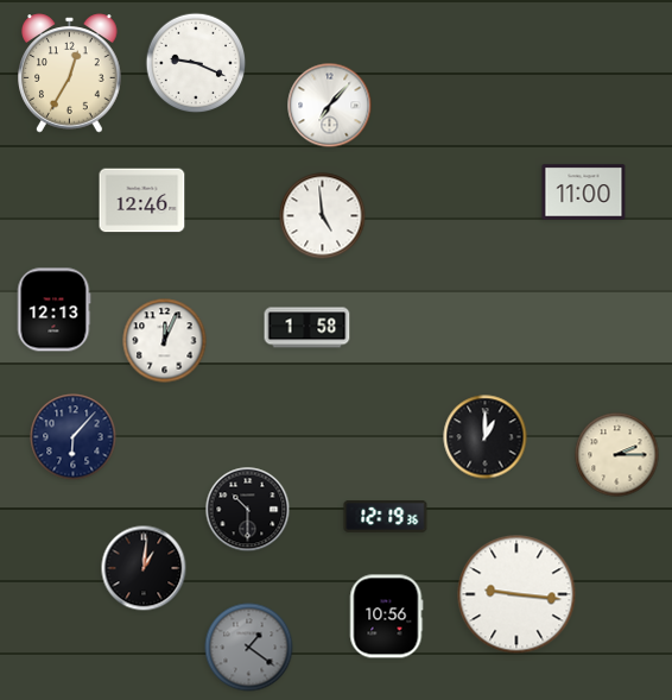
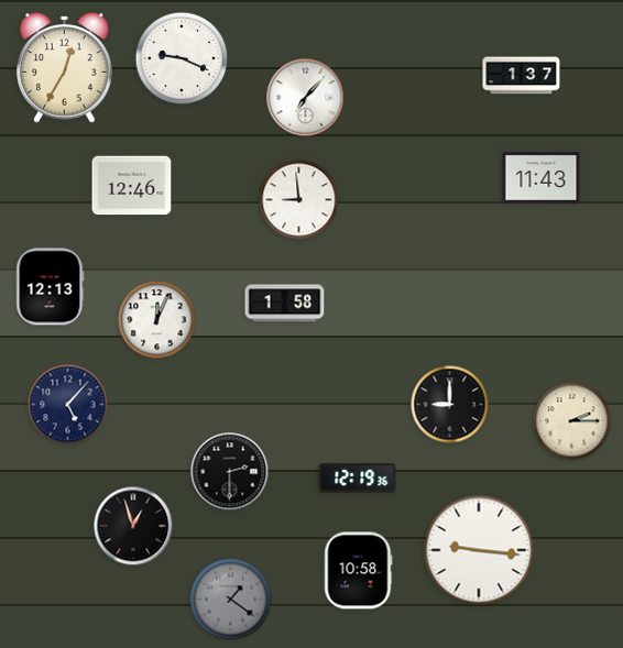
clock at (522, 76): none -> 1:37
clock at (584, 193): 11:00 -> 11:43
clock at (323, 216): 4:59 -> 8:59
clock at (165, 341) position: (165, 341) -> (157, 320)
clock at (74, 437): 6:07 -> 5:07
clock at (486, 437): 1:00 -> 9:00
clock at (248, 510): 10:30 -> 2:30
clock at (144, 568): 1:01 -> 12:57
clock at (386, 617): 10:56 -> 10:58
